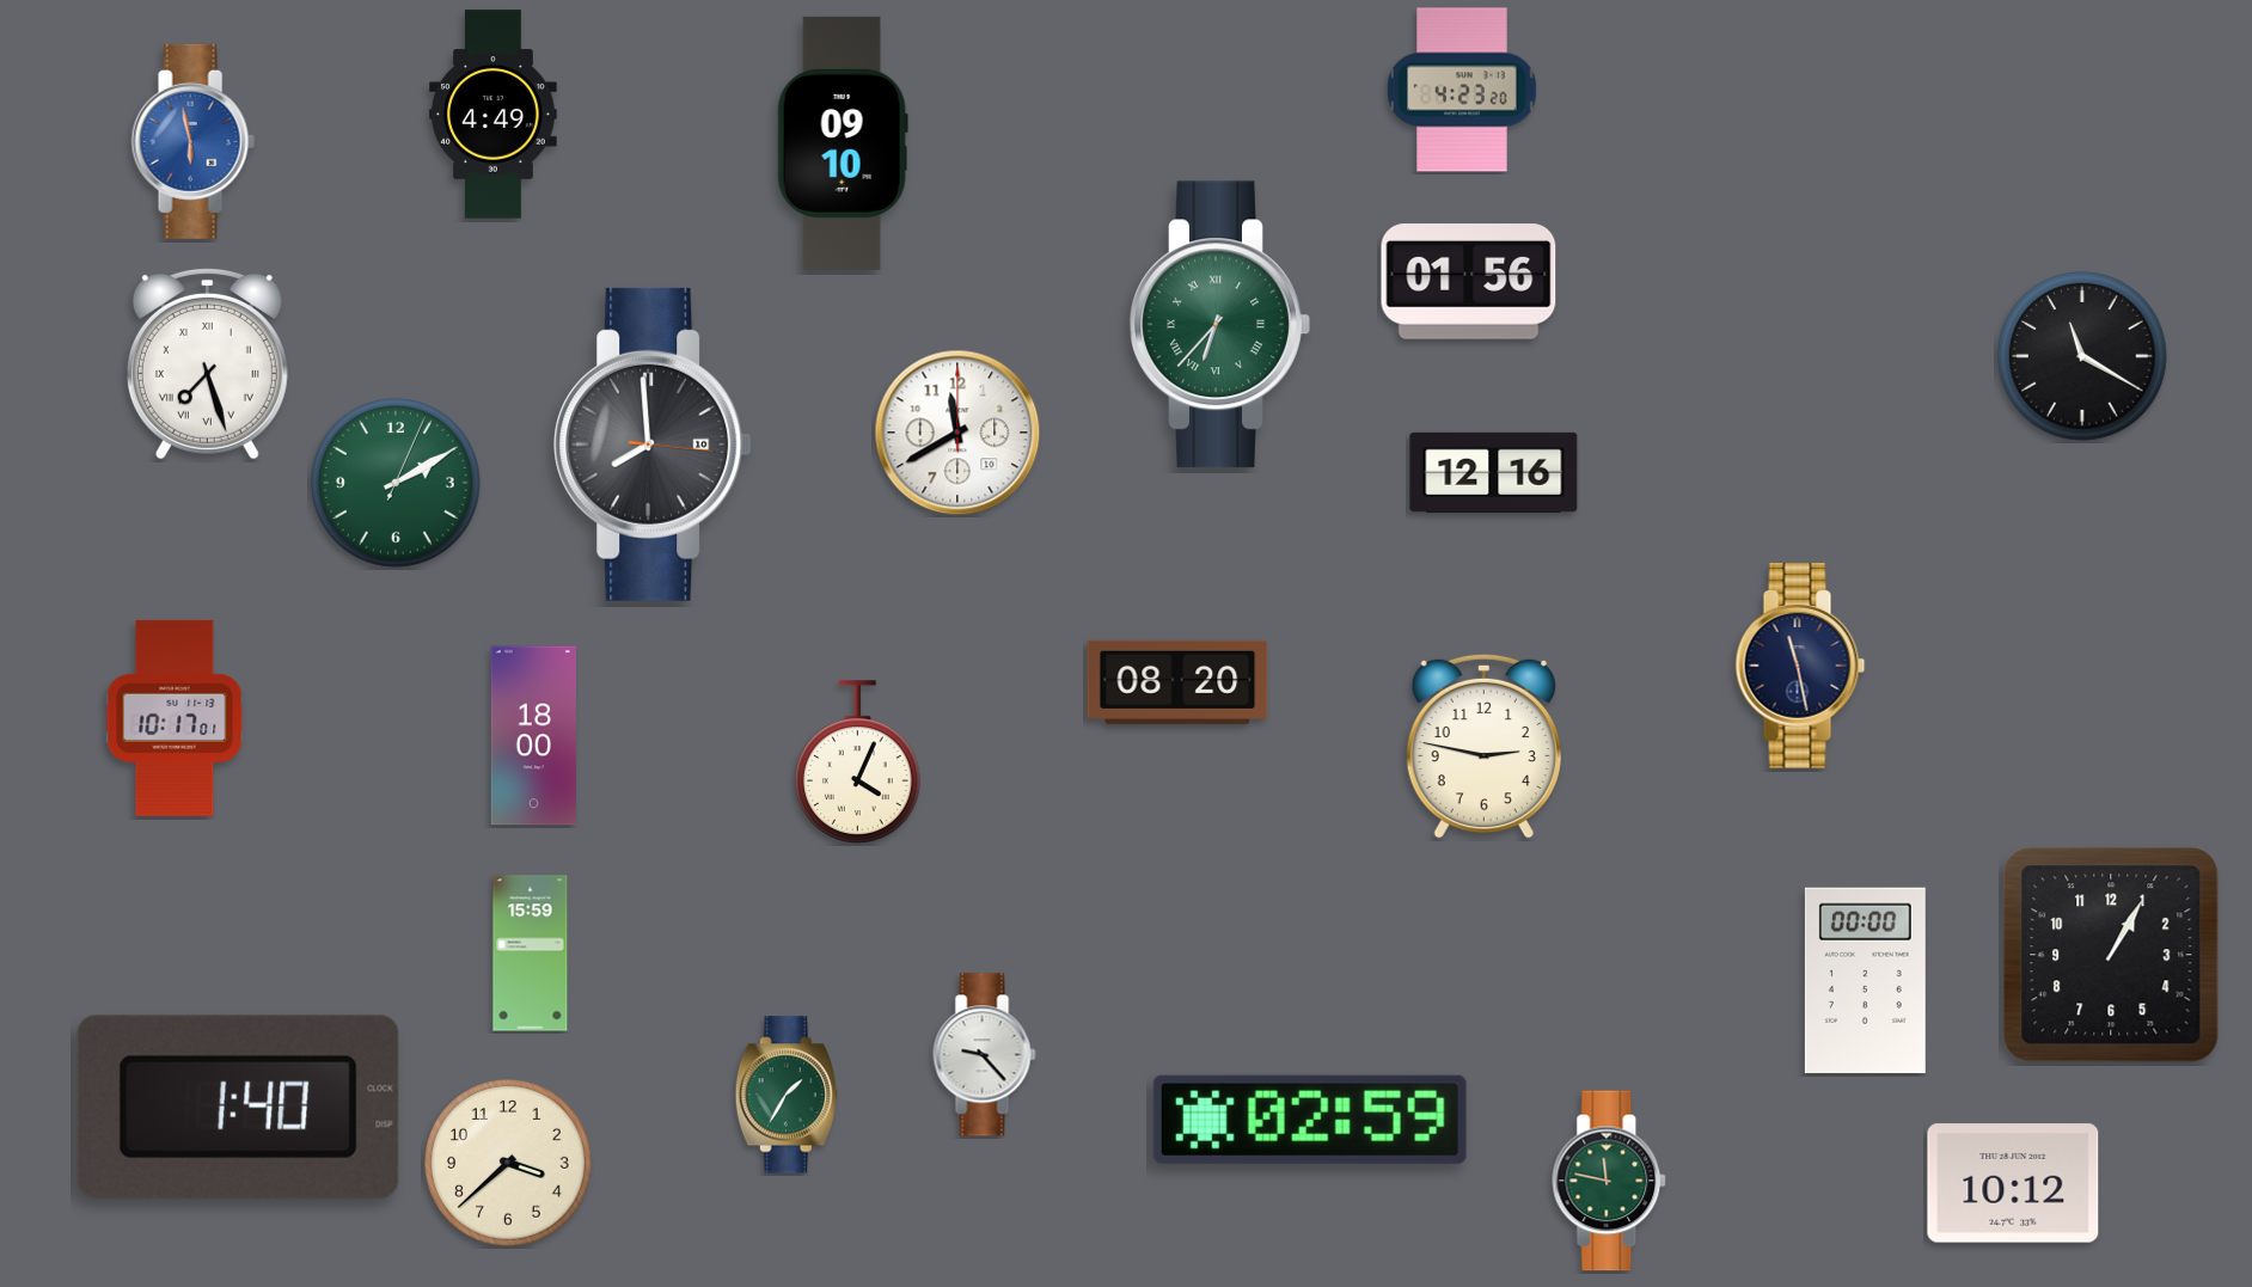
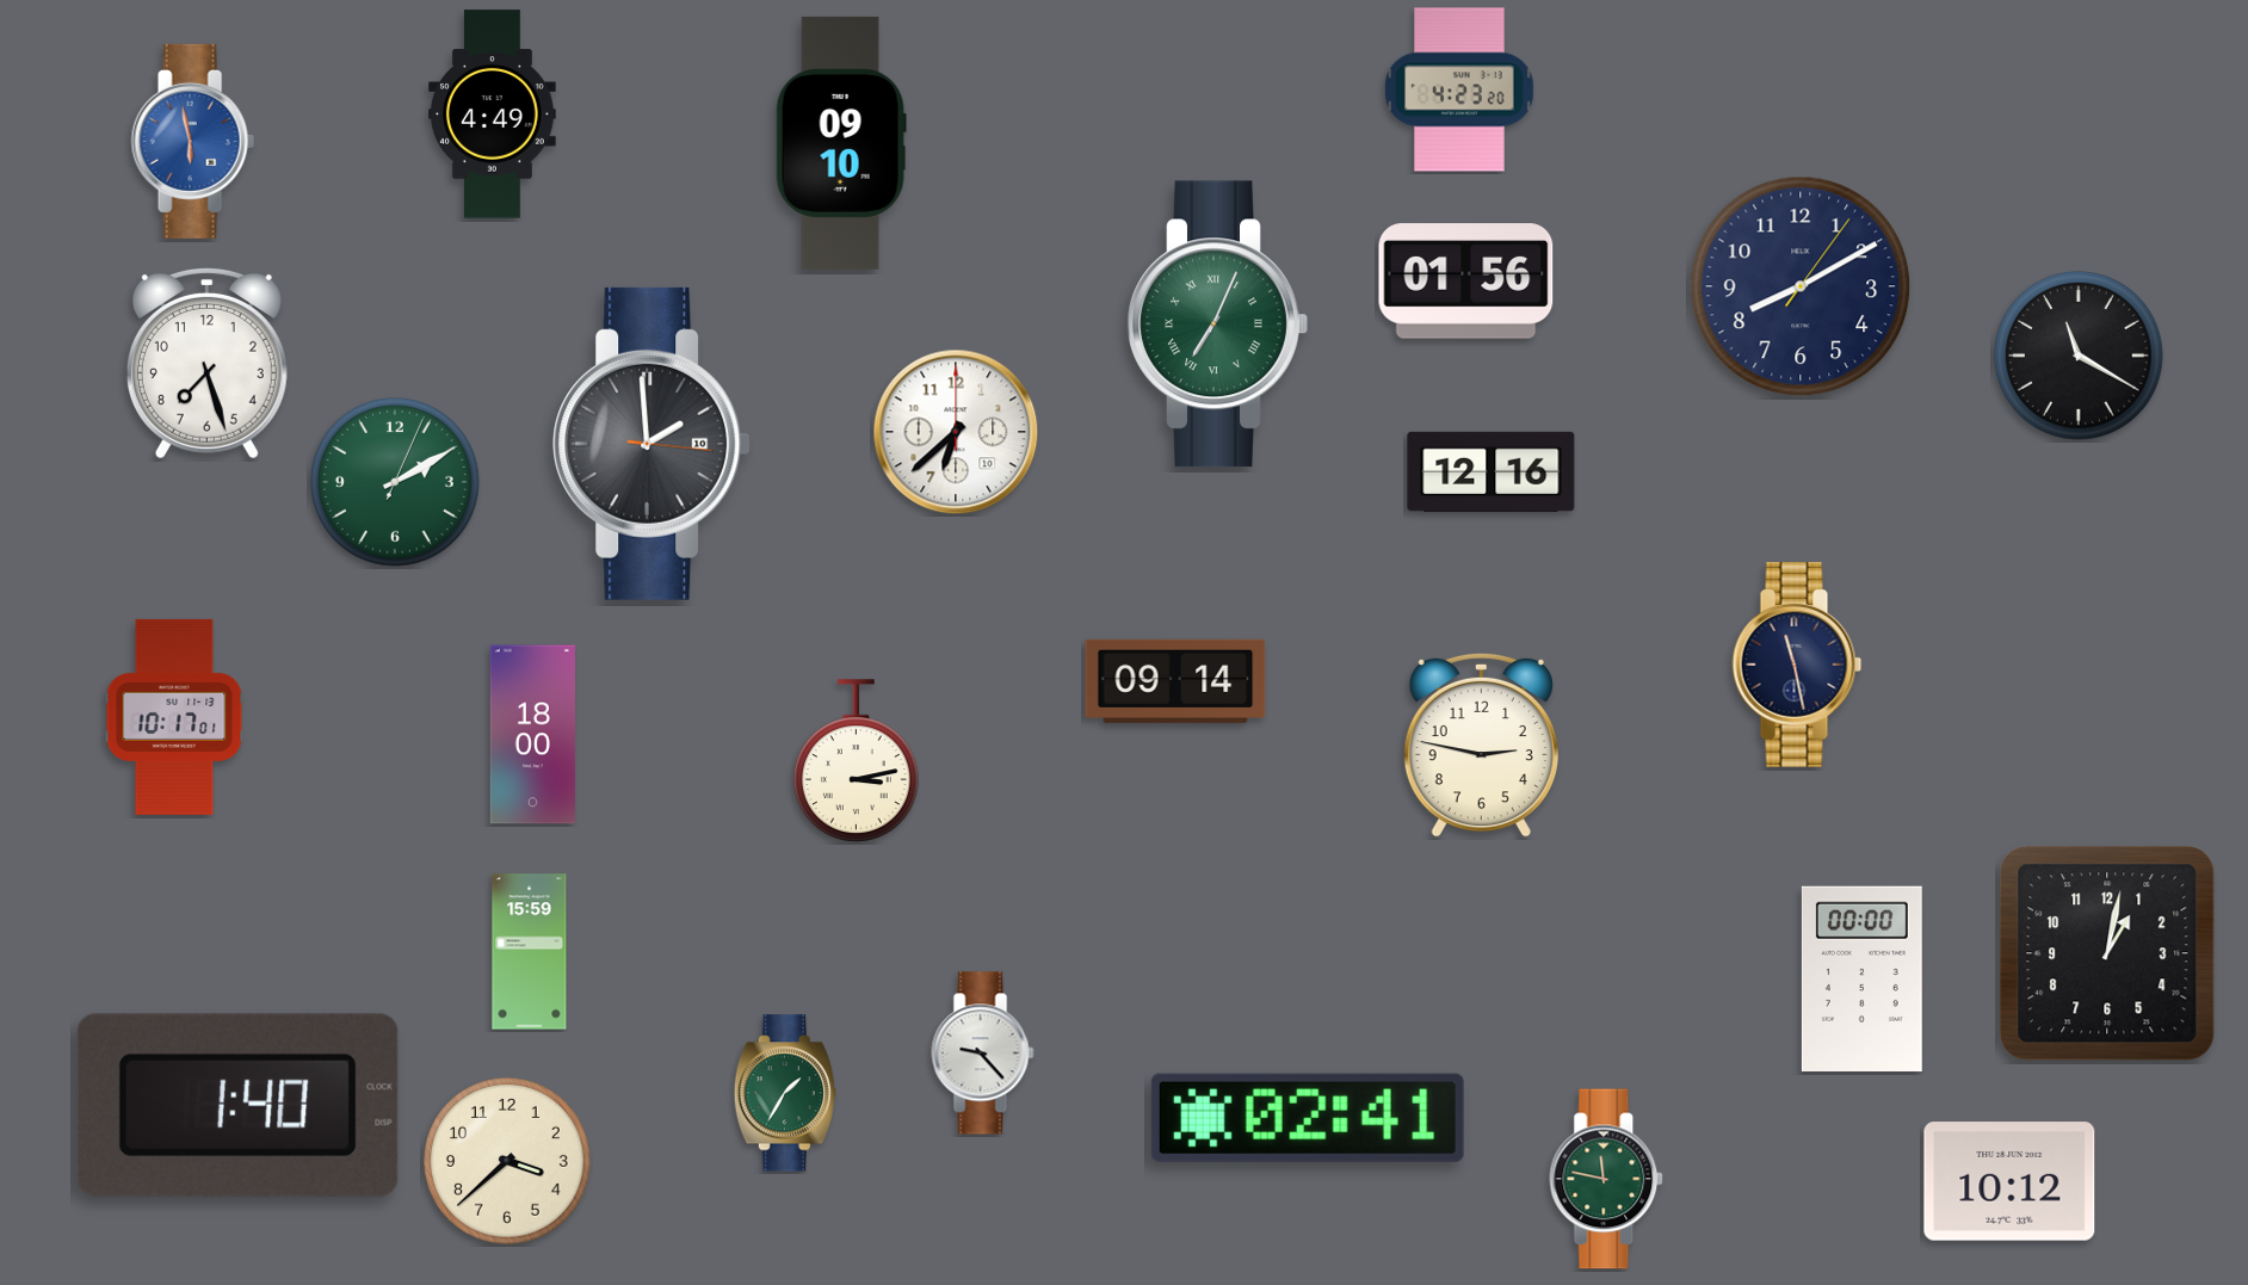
clock at (1801, 286): none -> 8:10
clock at (1219, 325): 6:37 -> 7:04
clock at (207, 363) numerals: Roman -> Arabic
clock at (957, 433): 11:40 -> 6:38
clock at (653, 445): 7:59 -> 1:59
clock at (1177, 682): 08:20 -> 09:14
clock at (858, 762): 4:04 -> 3:13
clock at (2111, 955): 1:05 -> 1:02
clock at (1310, 1120): 02:59 -> 02:41
